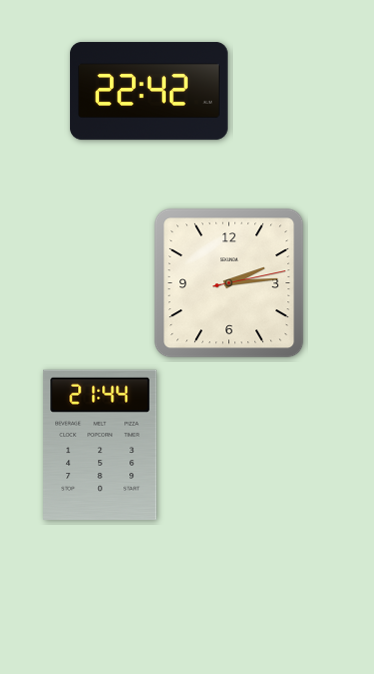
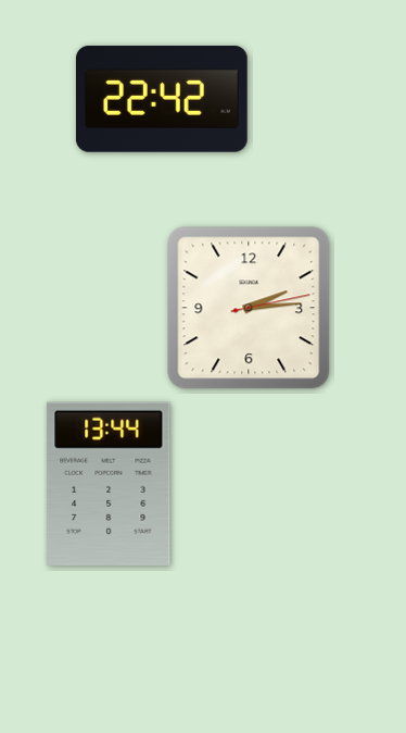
clock at (100, 445): 21:44 -> 13:44
